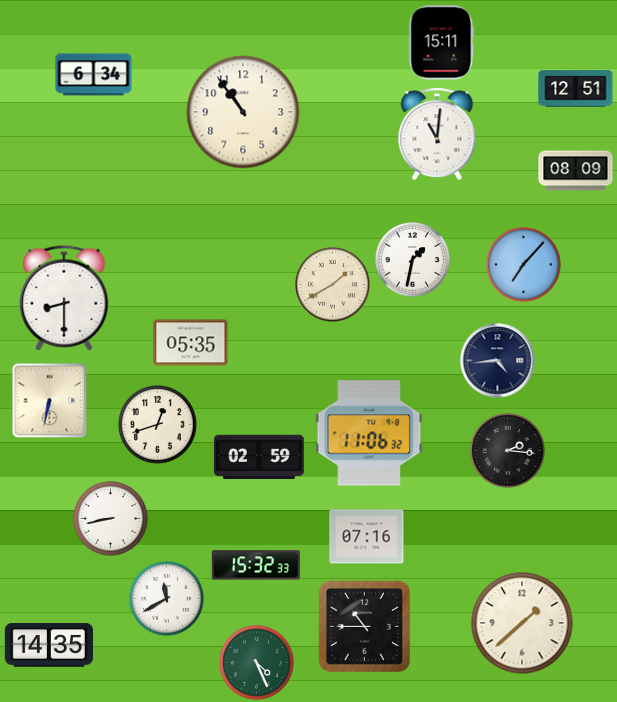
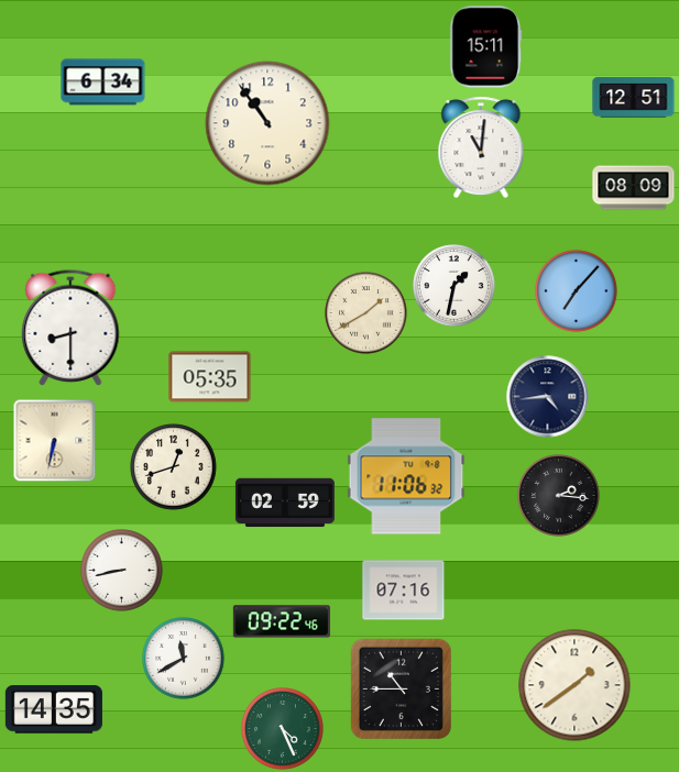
clock at (256, 565): 15:32 -> 09:22
clock at (522, 623): 1:38 -> 1:39
